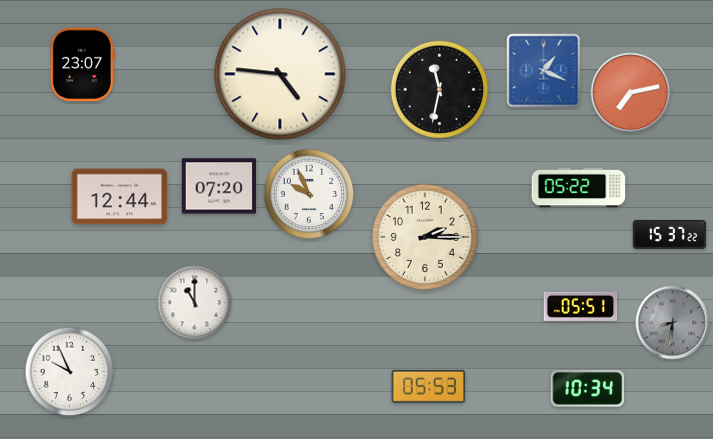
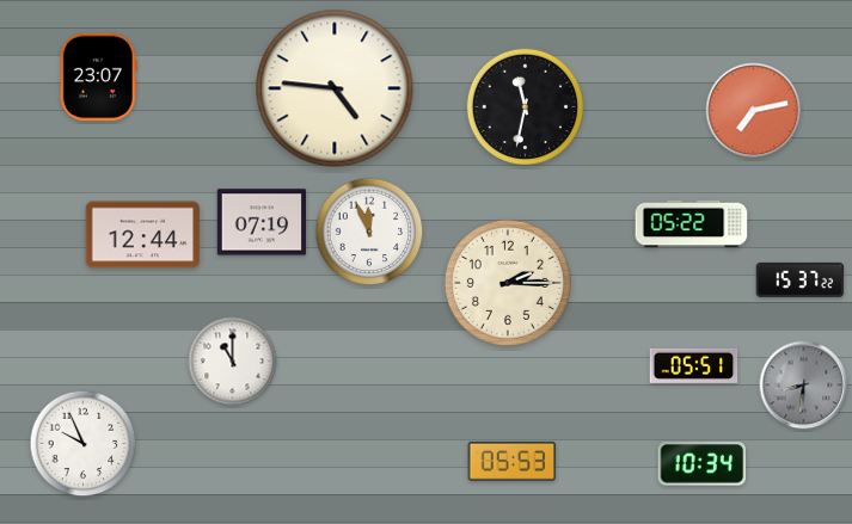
clock at (544, 71): 1:19 -> none
clock at (219, 186): 07:20 -> 07:19
clock at (309, 194): 9:56 -> 11:56
